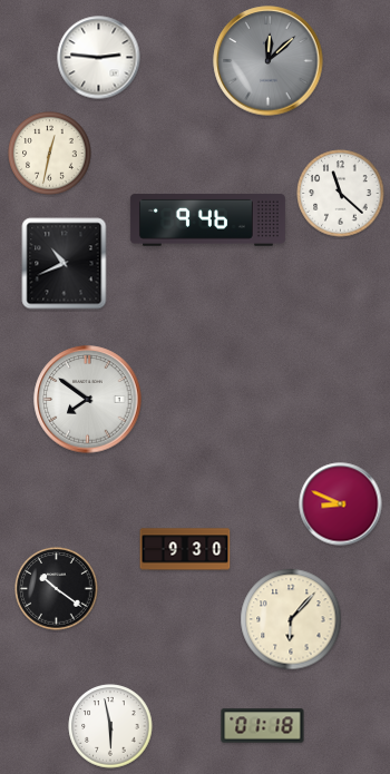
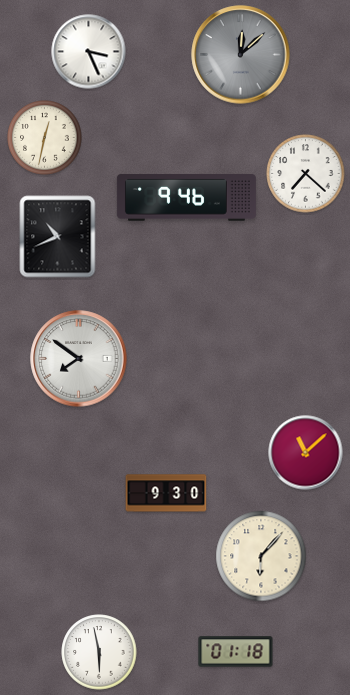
clock at (99, 58): 2:46 -> 3:26
clock at (341, 194): 11:22 -> 7:22
clock at (341, 504): 8:49 -> 11:08
clock at (57, 589): 10:21 -> none
